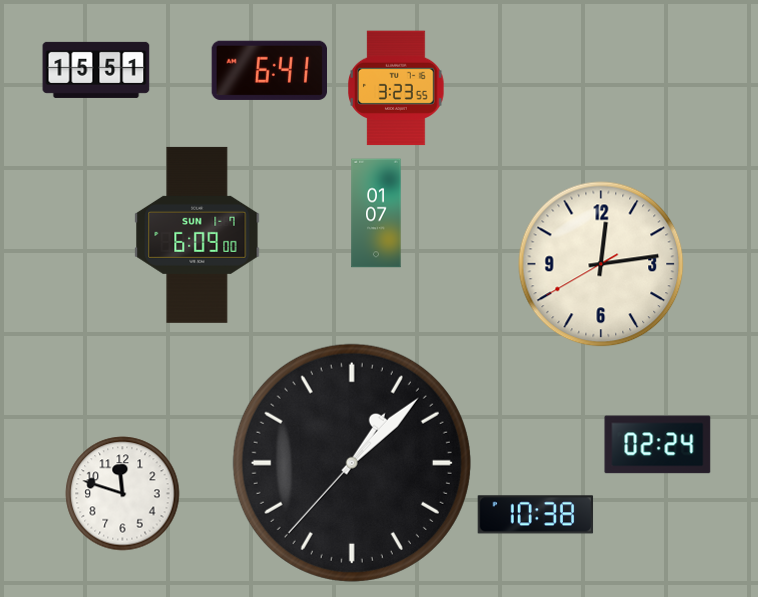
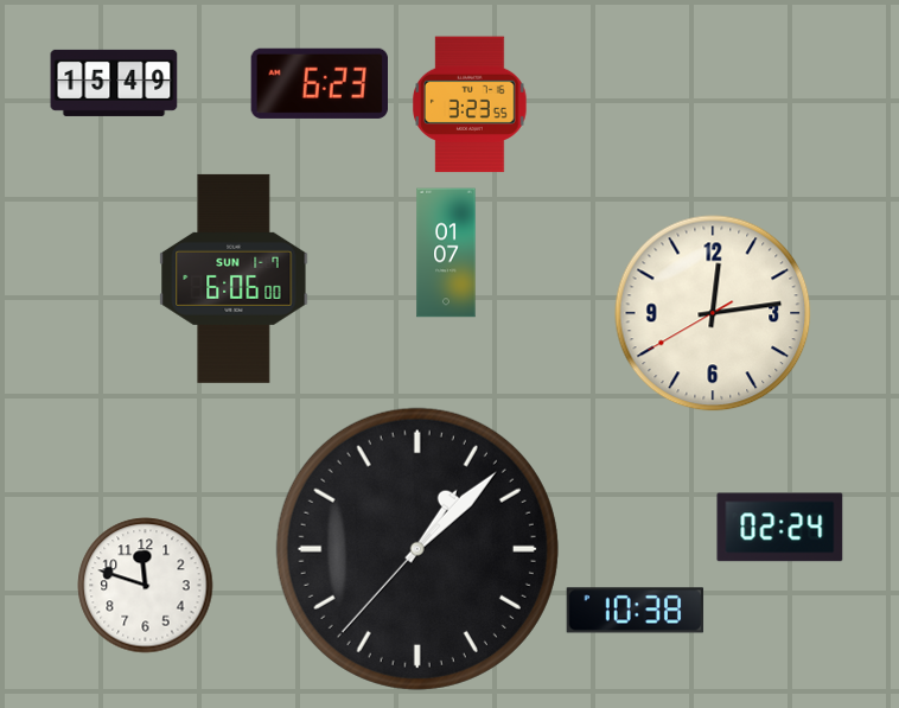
clock at (96, 70): 15:51 -> 15:49
clock at (269, 70): 6:41 -> 6:23
clock at (197, 235): 6:09 -> 6:06
